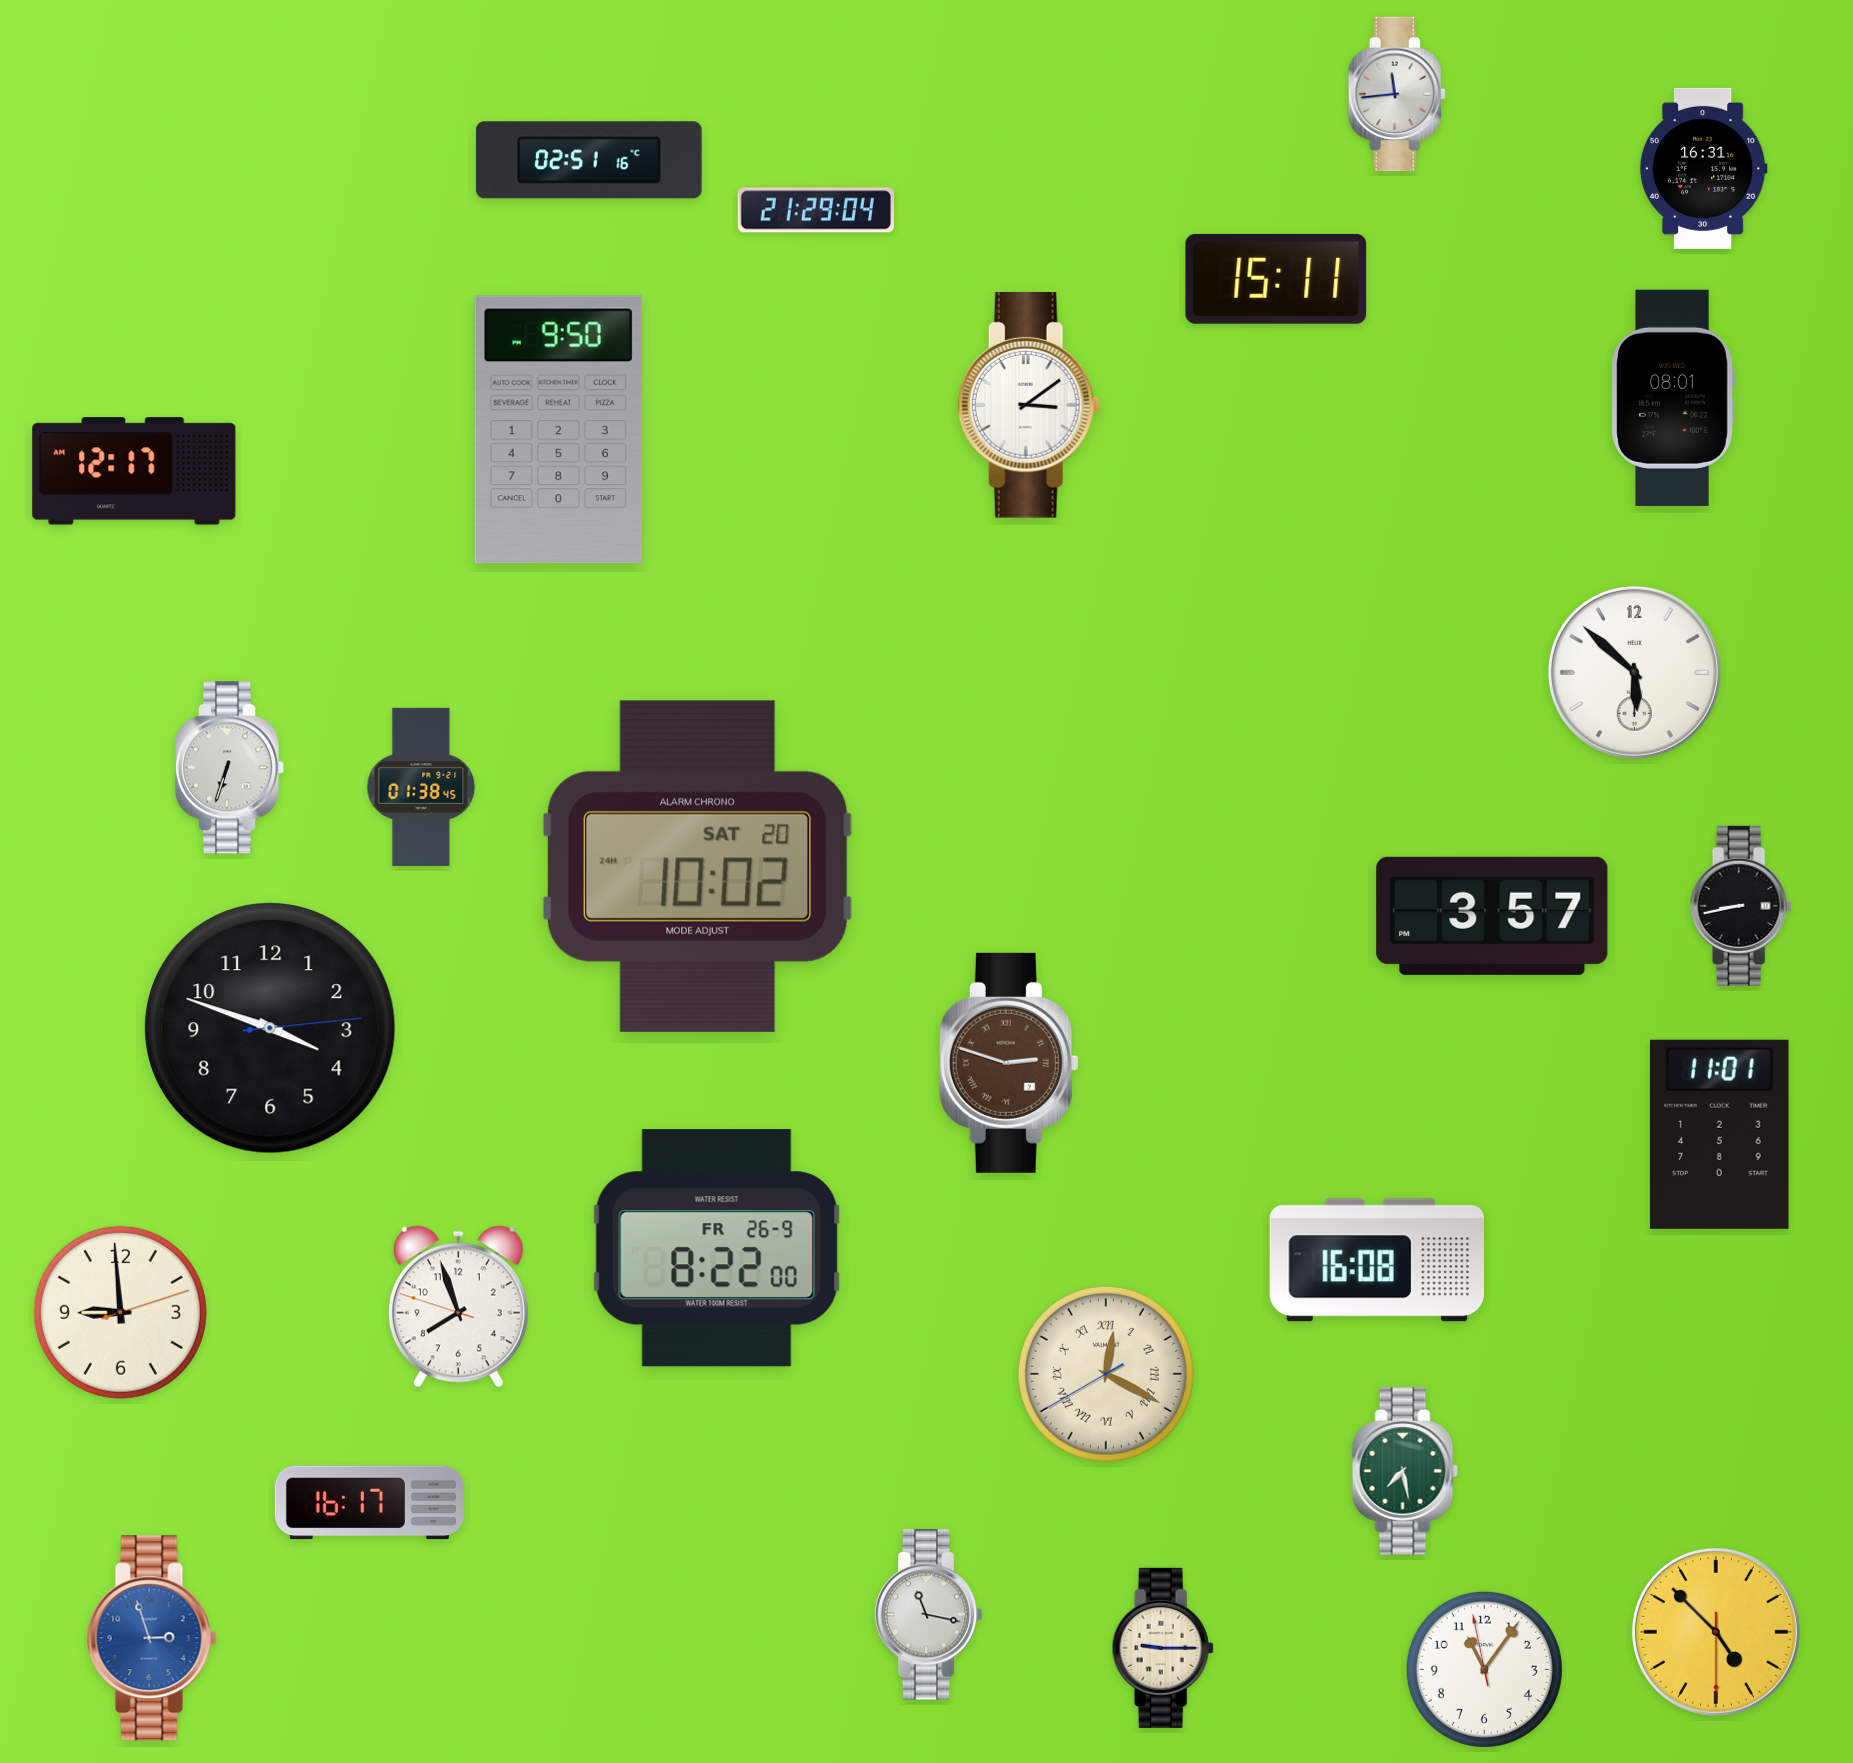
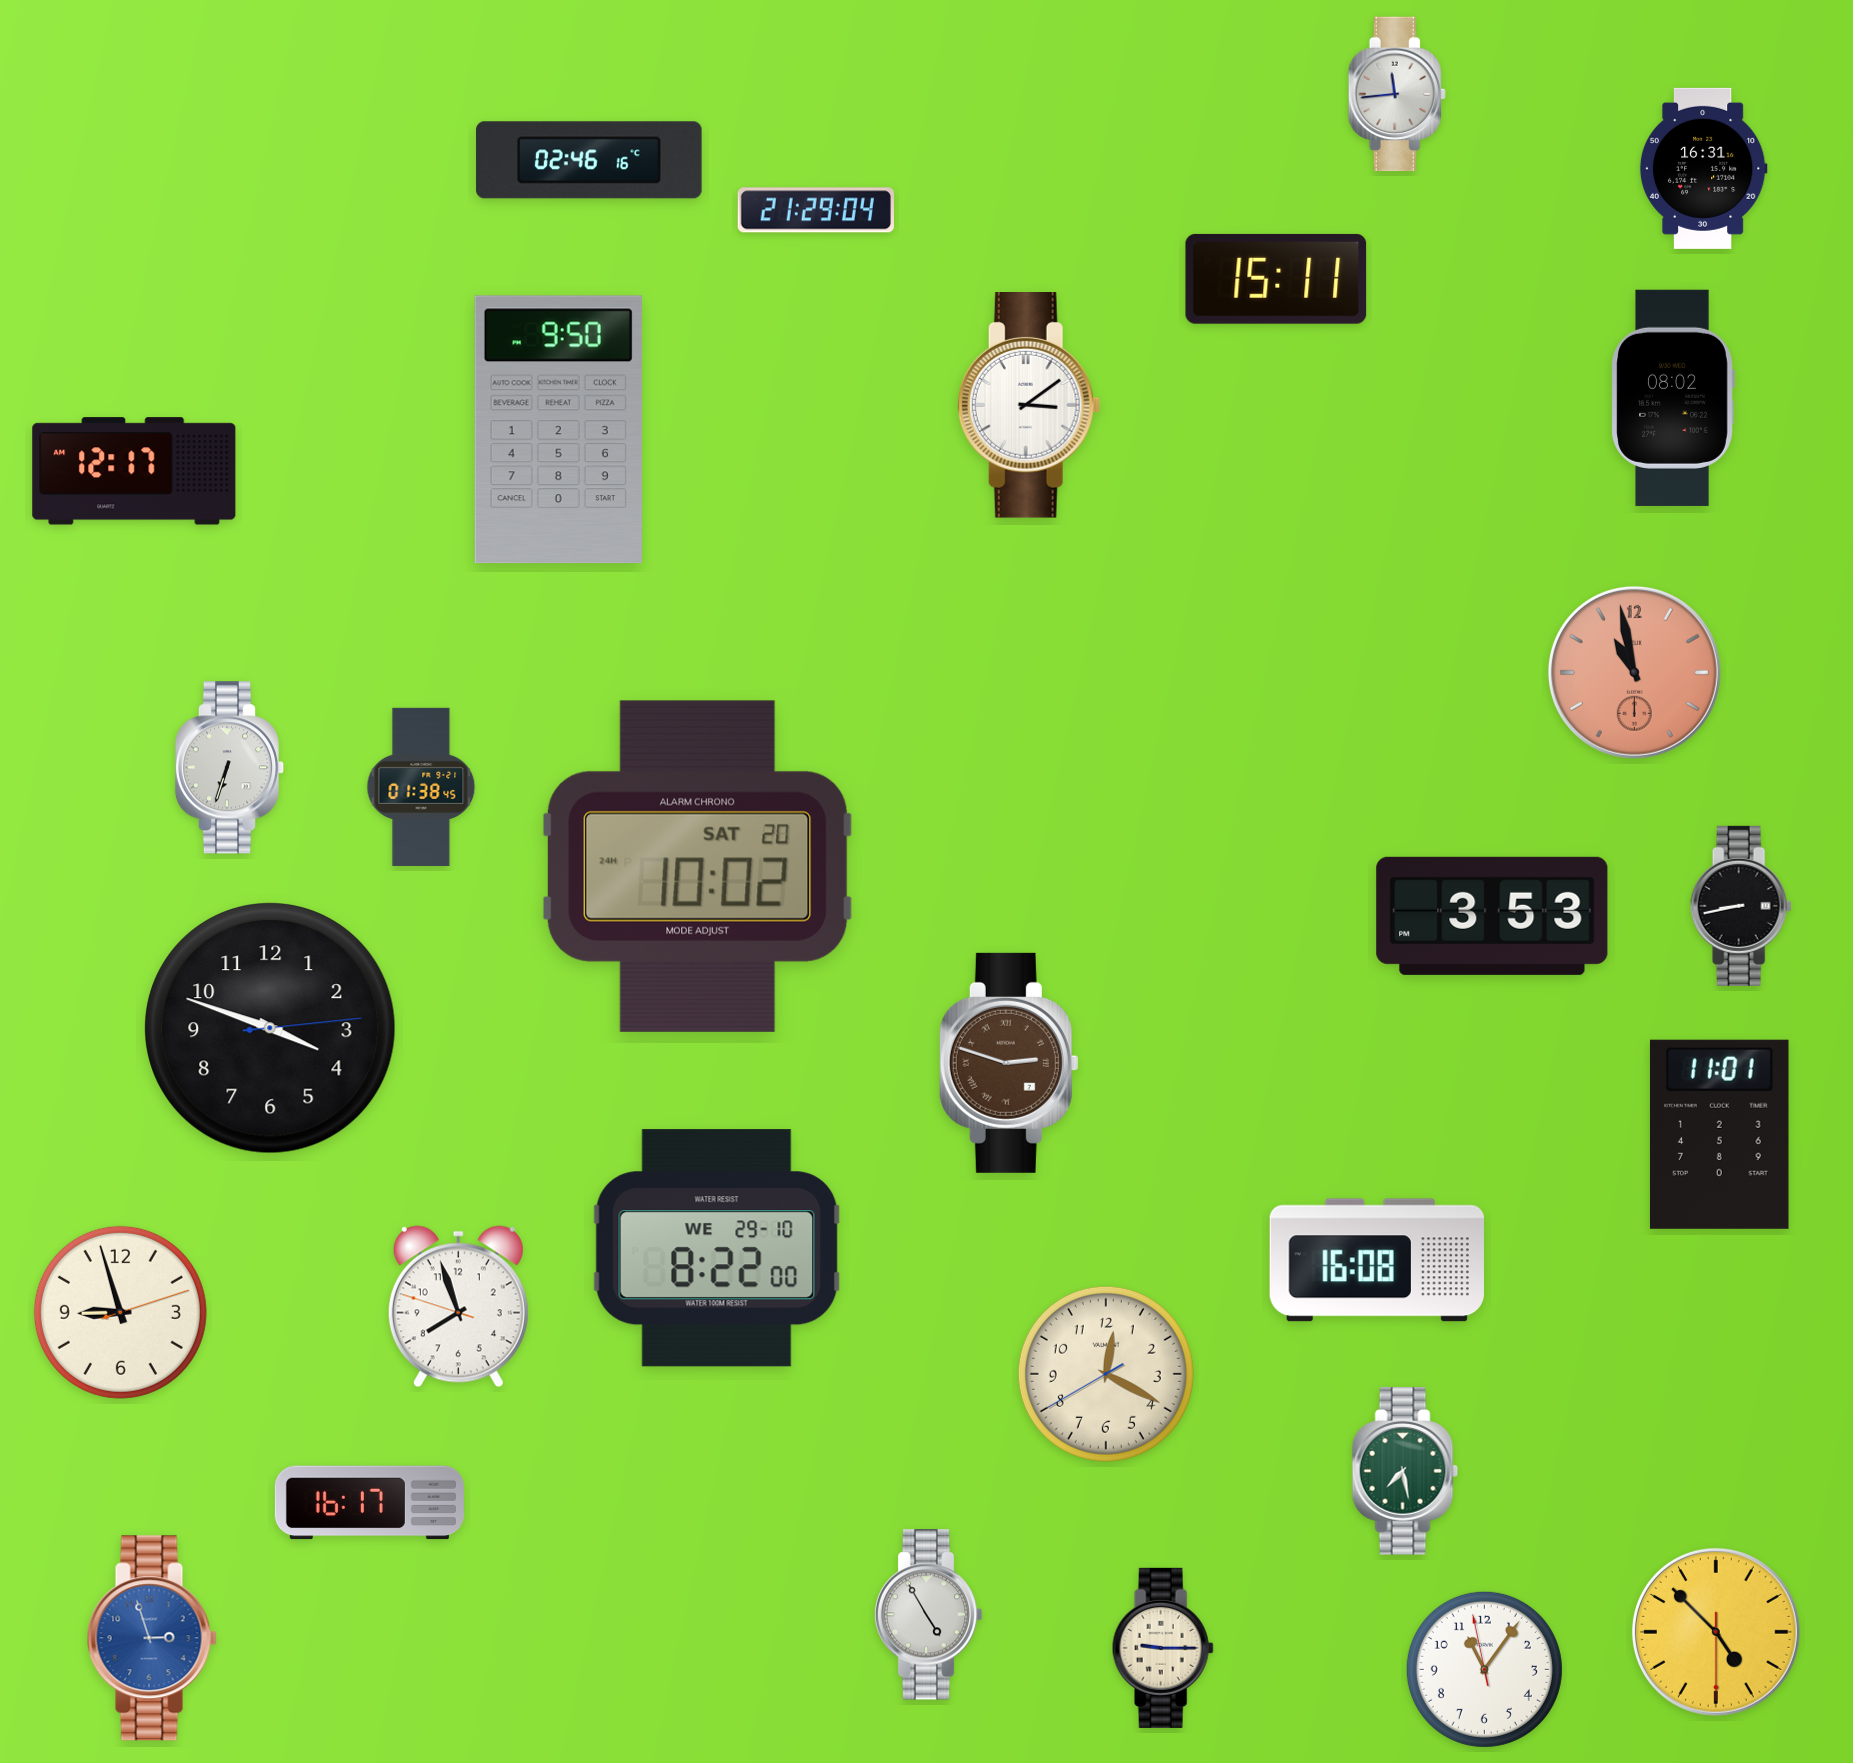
clock at (589, 160): 02:51 -> 02:46
clock at (1673, 398): 08:01 -> 08:02
clock at (1634, 672): 5:52 -> 10:58
clock at (1634, 672) dial: white -> salmon
clock at (1492, 916): 3:57 -> 3:53
clock at (717, 1248) date: FR 26-9 -> WE 29-10
clock at (120, 1312): 8:59 -> 8:57
clock at (1106, 1374) numerals: Roman -> Arabic
clock at (928, 1615): 11:17 -> 4:55
